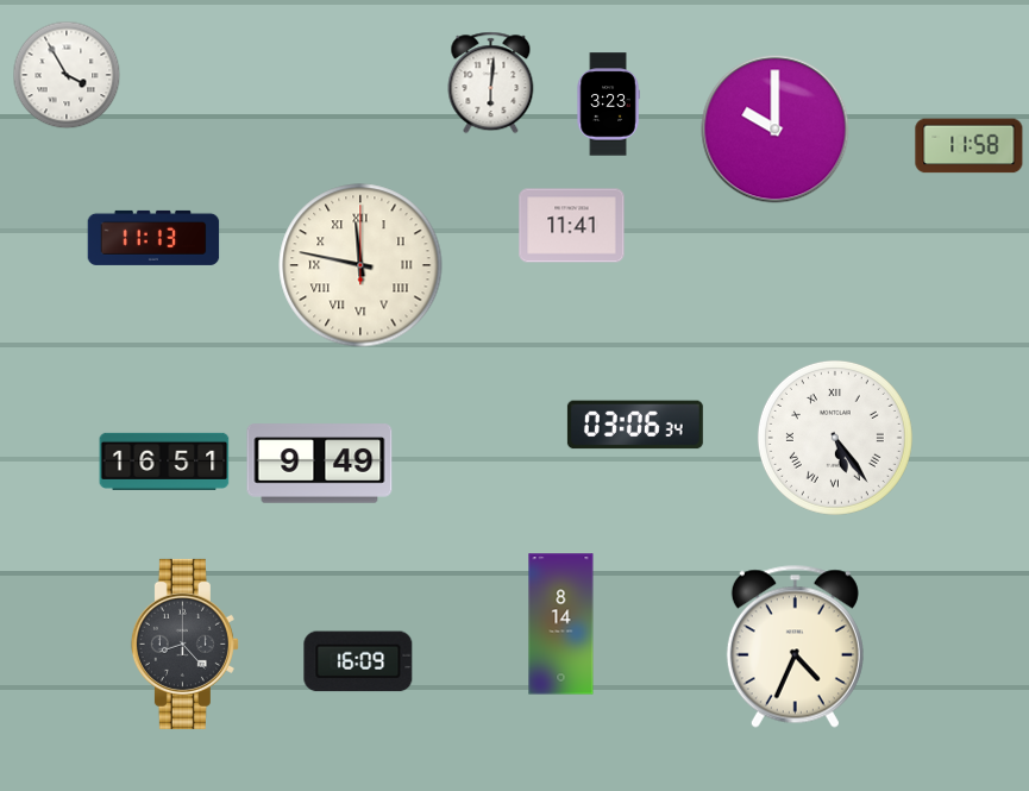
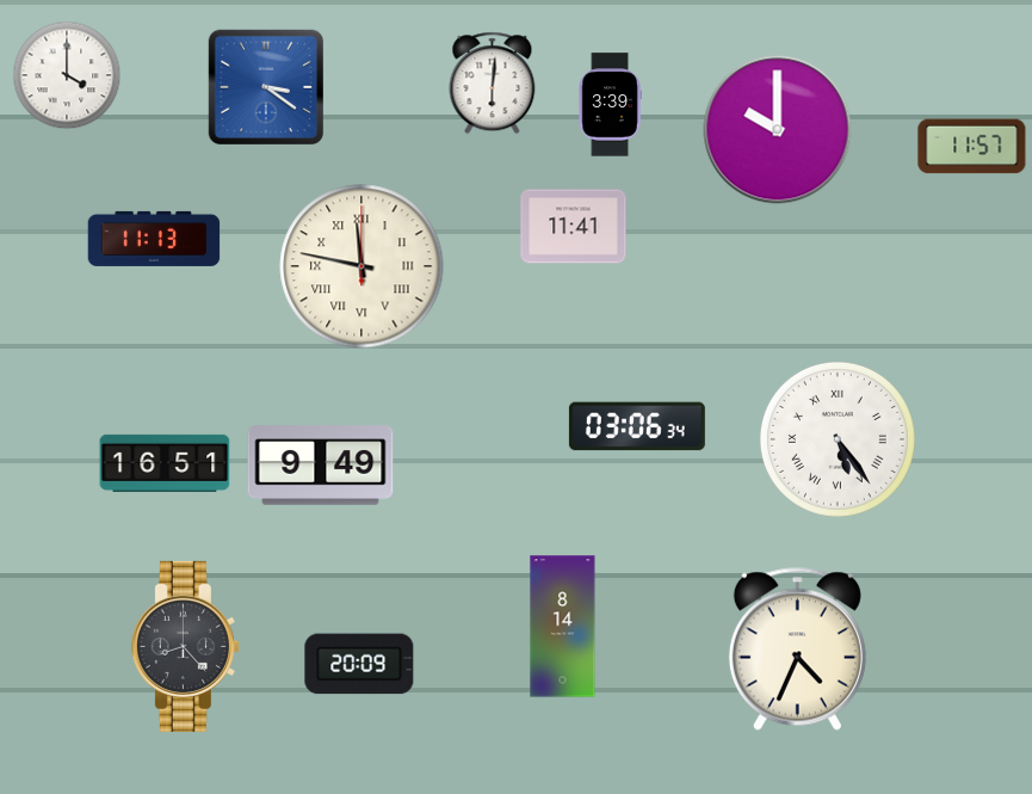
clock at (67, 75): 3:55 -> 4:00
clock at (265, 86): none -> 3:21
clock at (608, 105): 3:23 -> 3:39
clock at (970, 146): 11:58 -> 11:57
clock at (358, 661): 16:09 -> 20:09
